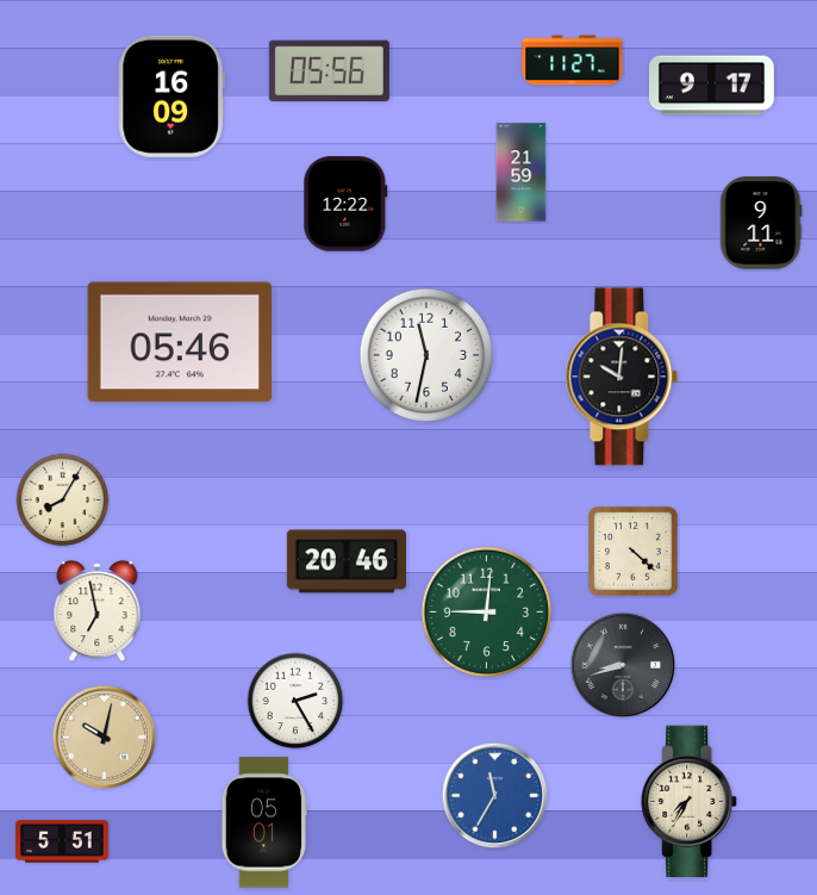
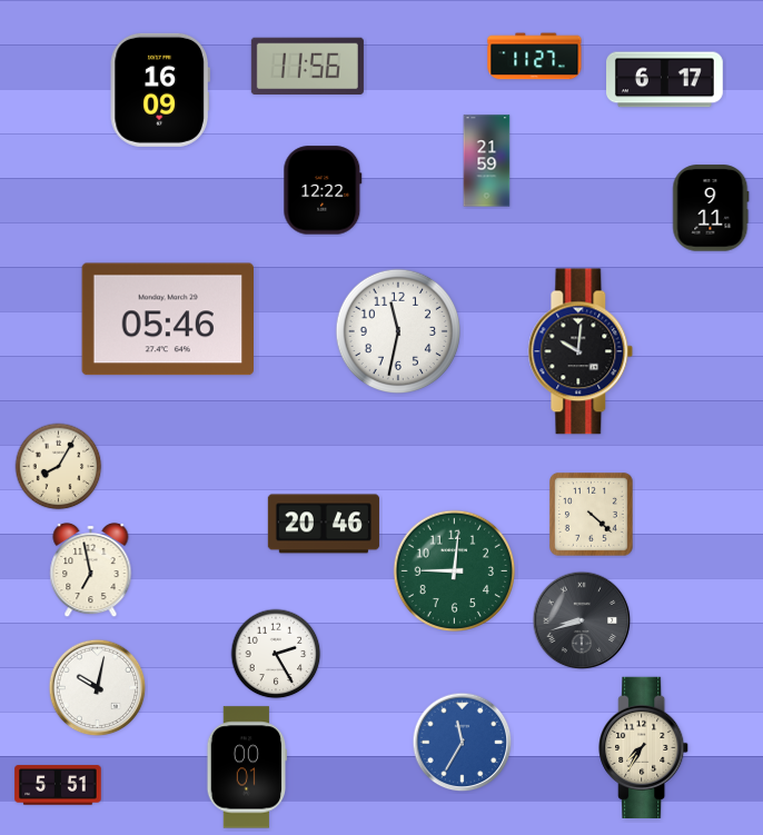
clock at (329, 72): 05:56 -> 11:56
clock at (712, 86): 9:17 -> 6:17
clock at (105, 738) dial: champagne -> white
clock at (263, 822): 05:01 -> 00:01
